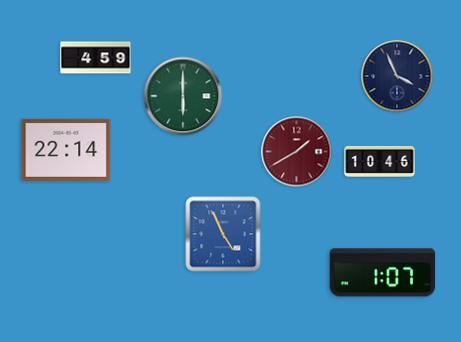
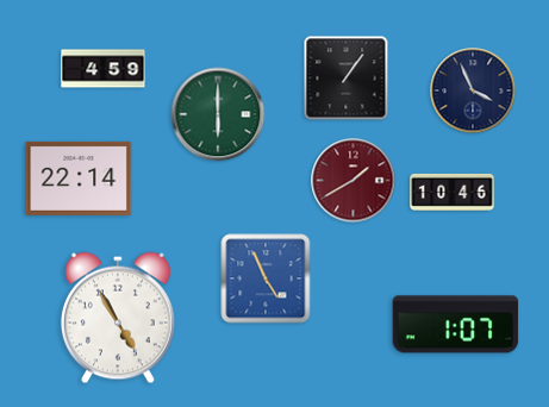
clock at (96, 58) position: (96, 58) -> (104, 69)
clock at (347, 79): none -> 1:06
clock at (118, 318): none -> 4:55
